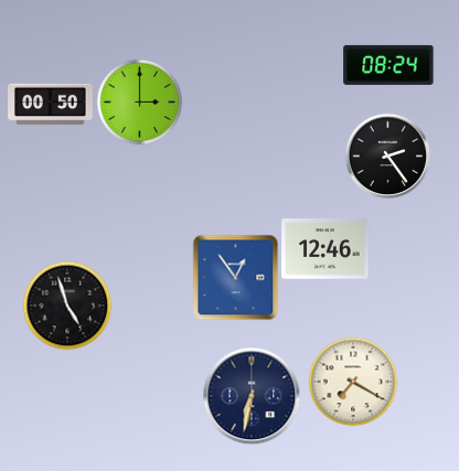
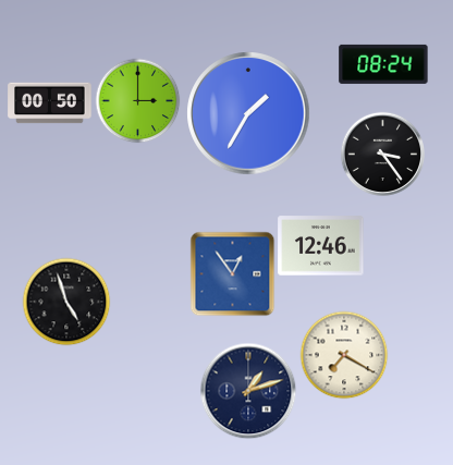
clock at (248, 113): none -> 1:35
clock at (387, 156): 2:24 -> 3:24
clock at (353, 382) position: (353, 382) -> (344, 355)
clock at (252, 396): 6:32 -> 1:12
